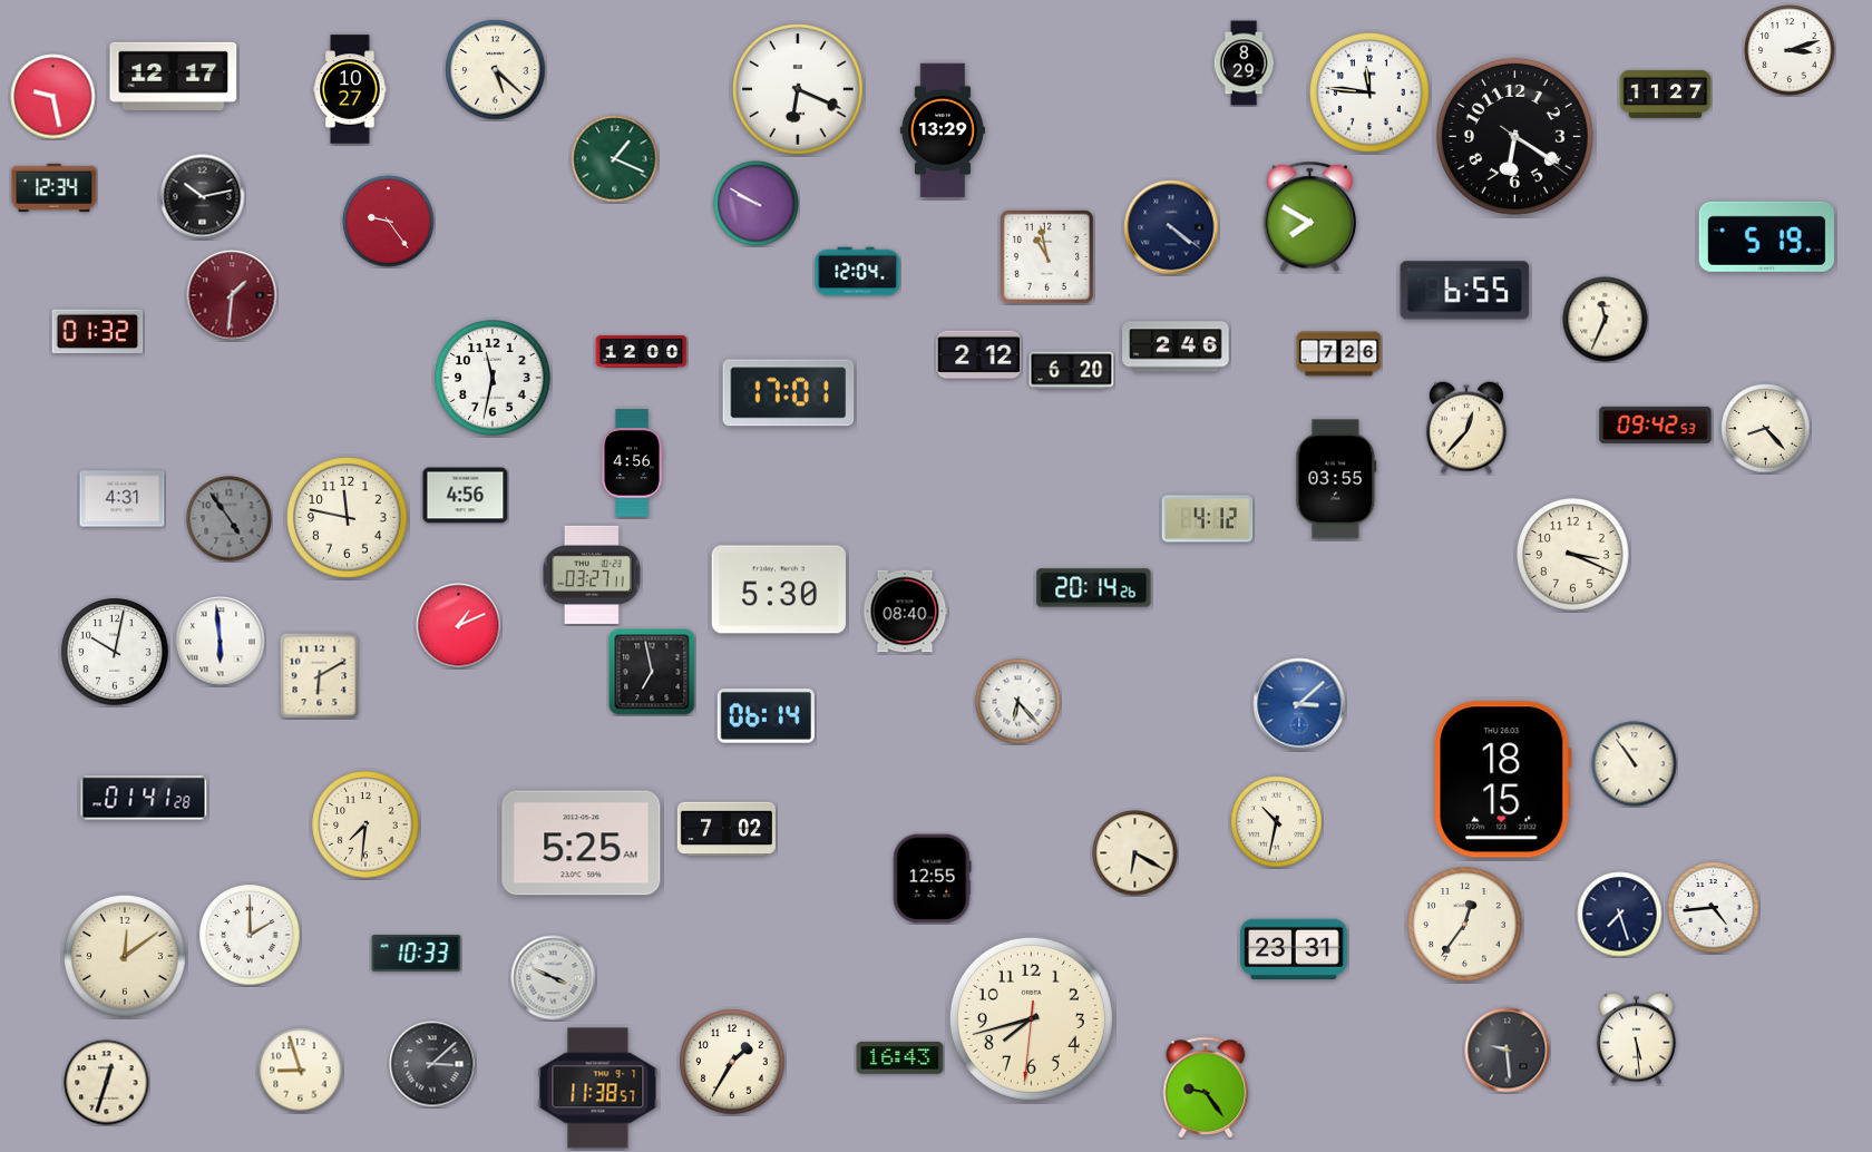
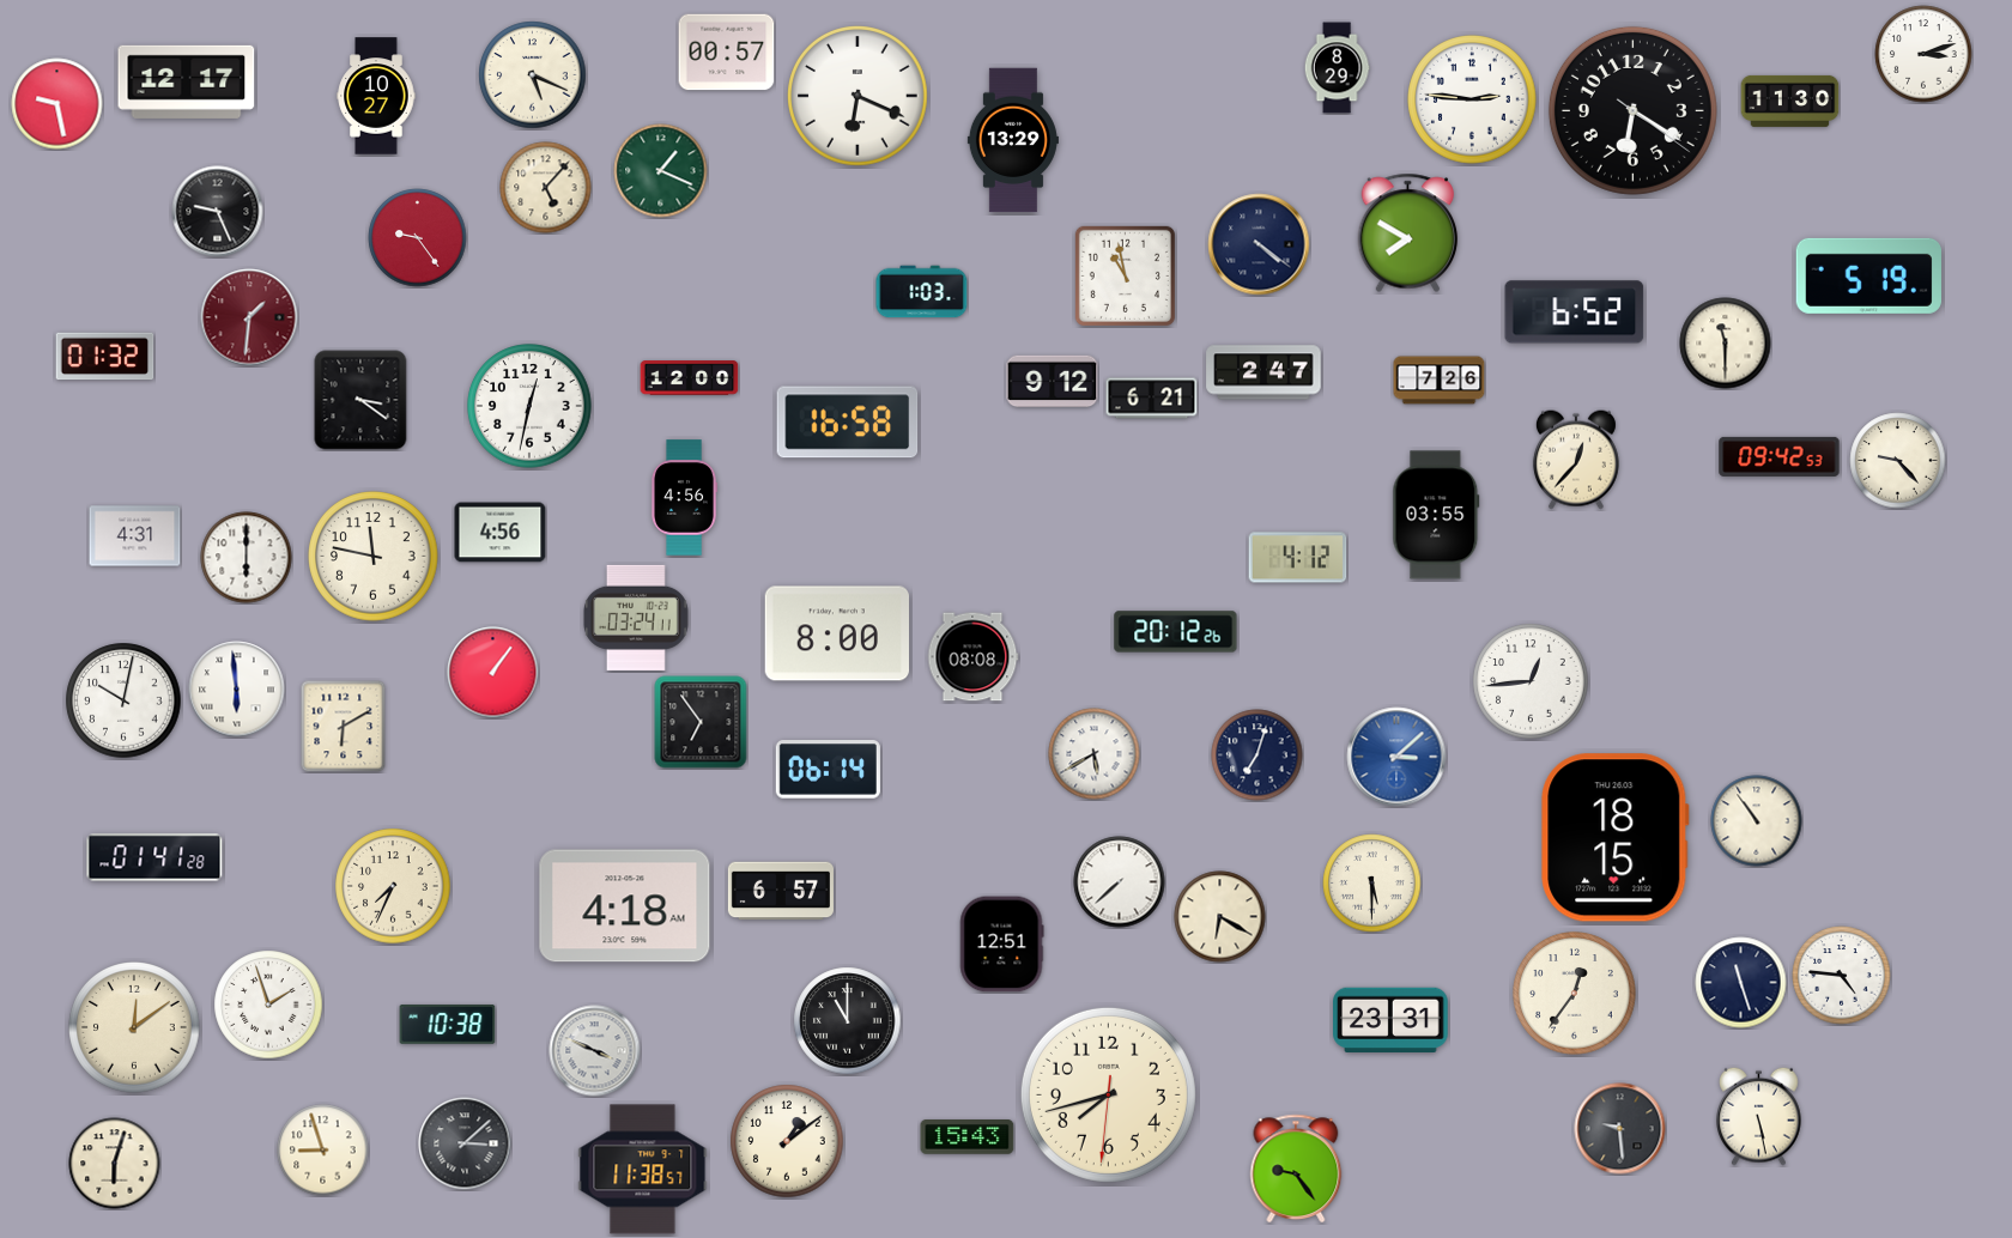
clock at (727, 53): none -> 00:57
clock at (496, 70): 5:22 -> 5:19
clock at (1369, 92): 11:46 -> 2:46
clock at (1666, 94): 11:27 -> 11:30
clock at (1514, 136) position: (1514, 136) -> (1632, 110)
clock at (546, 188): none -> 5:07
clock at (55, 188): 12:34 -> none
clock at (203, 197): 10:13 -> 9:26
clock at (757, 204): 9:50 -> none
clock at (1766, 236) position: (1766, 236) -> (1868, 275)
clock at (858, 272): 12:04 -> 1:03
clock at (1465, 291): 6:55 -> 6:52
clock at (1606, 320): 11:34 -> 11:30
clock at (1176, 346): 2:46 -> 2:47
clock at (979, 355): 2:12 -> 9:12
clock at (1072, 371): 6:20 -> 6:21
clock at (360, 400): none -> 3:21
clock at (493, 378): 11:32 -> 12:32
clock at (789, 393): 17:01 -> 16:58
clock at (1766, 429): 8:23 -> 9:23
clock at (632, 463) position: (632, 463) -> (684, 498)
clock at (123, 499) position: (123, 499) -> (135, 536)
clock at (230, 519): 4:54 -> 6:00
clock at (230, 519) dial: grey -> white
clock at (1573, 555): 3:19 -> none
clock at (593, 575): 03:27 -> 03:24
clock at (1094, 588): 20:14 -> 20:12
clock at (778, 589): 5:30 -> 8:00
clock at (905, 612): 08:40 -> 08:08
clock at (459, 626): 1:11 -> 1:06
clock at (1531, 681): none -> 12:44
clock at (652, 672): 6:58 -> 6:54
clock at (1018, 702): 6:23 -> 5:40
clock at (1257, 755): none -> 7:03
clock at (766, 716) position: (766, 716) -> (828, 770)
clock at (1120, 882): none -> 7:38
clock at (1277, 822): 10:32 -> 5:30
clock at (365, 824): 7:31 -> 7:34
clock at (727, 829): 7:02 -> 6:57
clock at (582, 843): 5:25 -> 4:18
clock at (932, 879): 12:55 -> 12:51
clock at (1714, 908): 4:44 -> 4:46
clock at (1620, 915): 7:27 -> 11:27
clock at (250, 935): 2:00 -> 1:57
clock at (848, 1021): none -> 11:00
clock at (417, 954): 10:33 -> 10:38
clock at (1637, 1038): 5:29 -> 5:28
clock at (900, 1058): 16:43 -> 15:43
clock at (732, 1062): 1:35 -> 1:09
clock at (107, 1083): 12:33 -> 6:03
